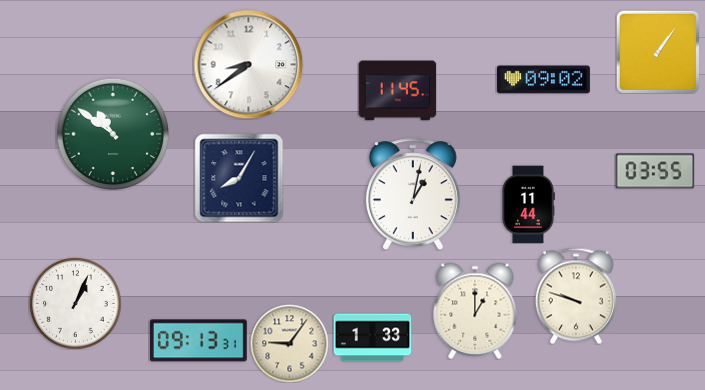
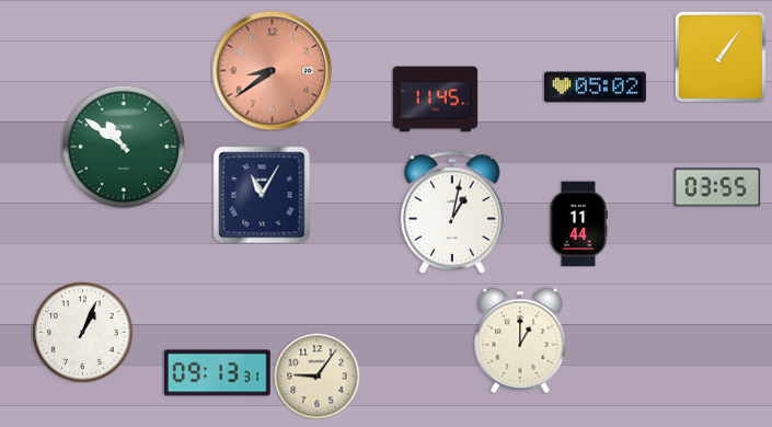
clock at (248, 64) dial: white -> salmon
clock at (543, 80): 09:02 -> 05:02
clock at (239, 178): 8:05 -> 11:05
clock at (576, 296): 9:48 -> none
clock at (372, 338): 1:33 -> none
